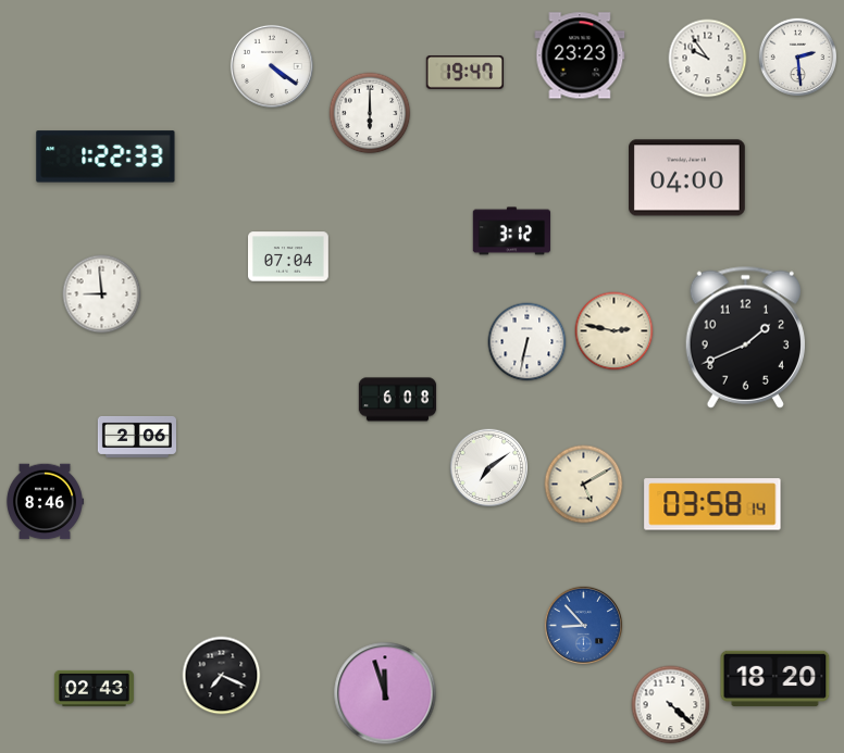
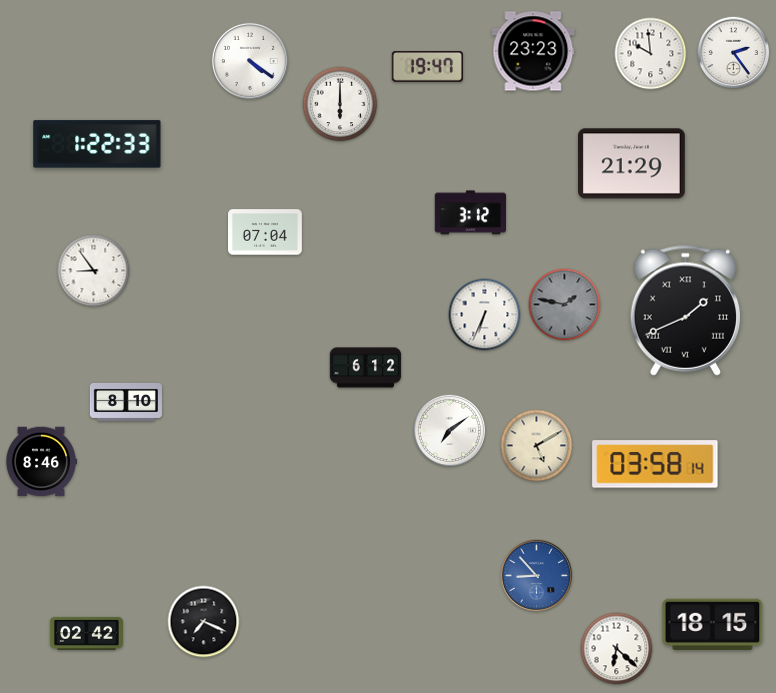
clock at (798, 58): 2:29 -> 2:24
clock at (708, 59): 9:54 -> 9:59
clock at (687, 178): 04:00 -> 21:29
clock at (289, 256) position: (289, 256) -> (266, 232)
clock at (102, 294): 8:59 -> 8:54
clock at (615, 331): 2:47 -> 1:47
clock at (615, 331) dial: cream -> grey
clock at (745, 337) numerals: Arabic -> Roman
clock at (527, 342): 6:32 -> 6:34
clock at (398, 400): 6:08 -> 6:12
clock at (137, 437): 2:06 -> 8:10
clock at (775, 678): 18:20 -> 18:15
clock at (94, 688): 02:43 -> 02:42
clock at (385, 693): 11:57 -> none
clock at (671, 705): 4:22 -> 6:22
